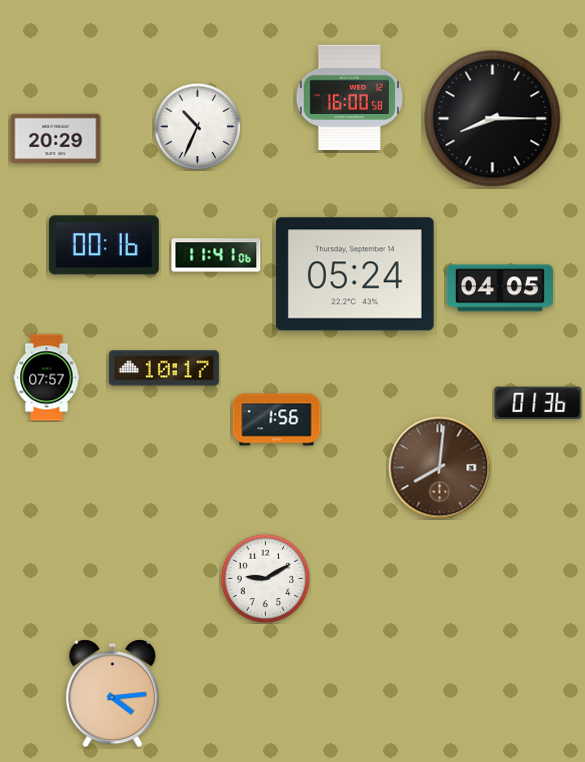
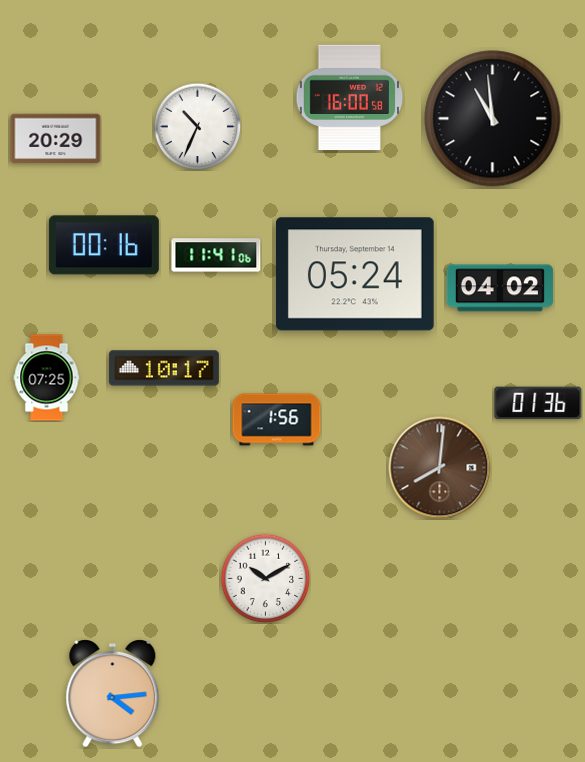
clock at (493, 119): 8:15 -> 10:59
clock at (500, 288): 04:05 -> 04:02
clock at (47, 378): 07:57 -> 07:25
clock at (265, 578): 9:10 -> 10:10
